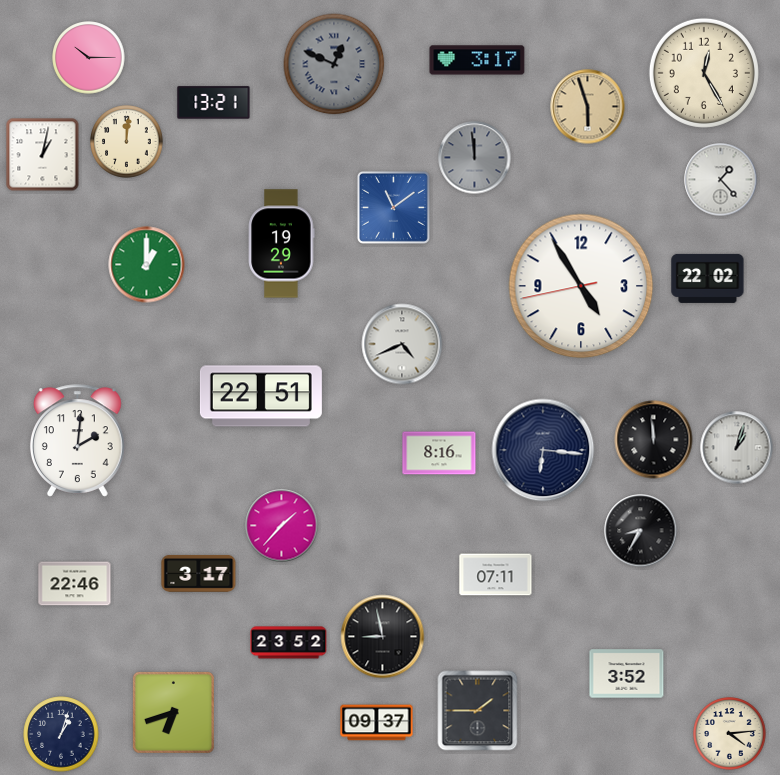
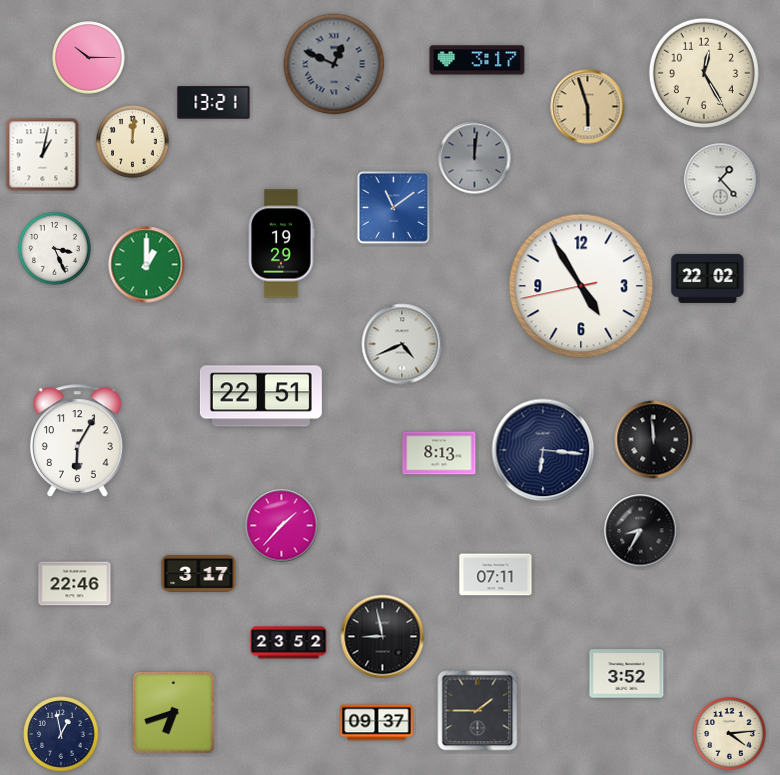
clock at (127, 142) position: (127, 142) -> (133, 142)
clock at (475, 158): 11:59 -> 12:01
clock at (55, 249): none -> 3:26
clock at (77, 441): 2:01 -> 6:05
clock at (737, 448): 1:03 -> none
clock at (439, 453): 8:16 -> 8:13
clock at (61, 734): 1:03 -> 12:58
